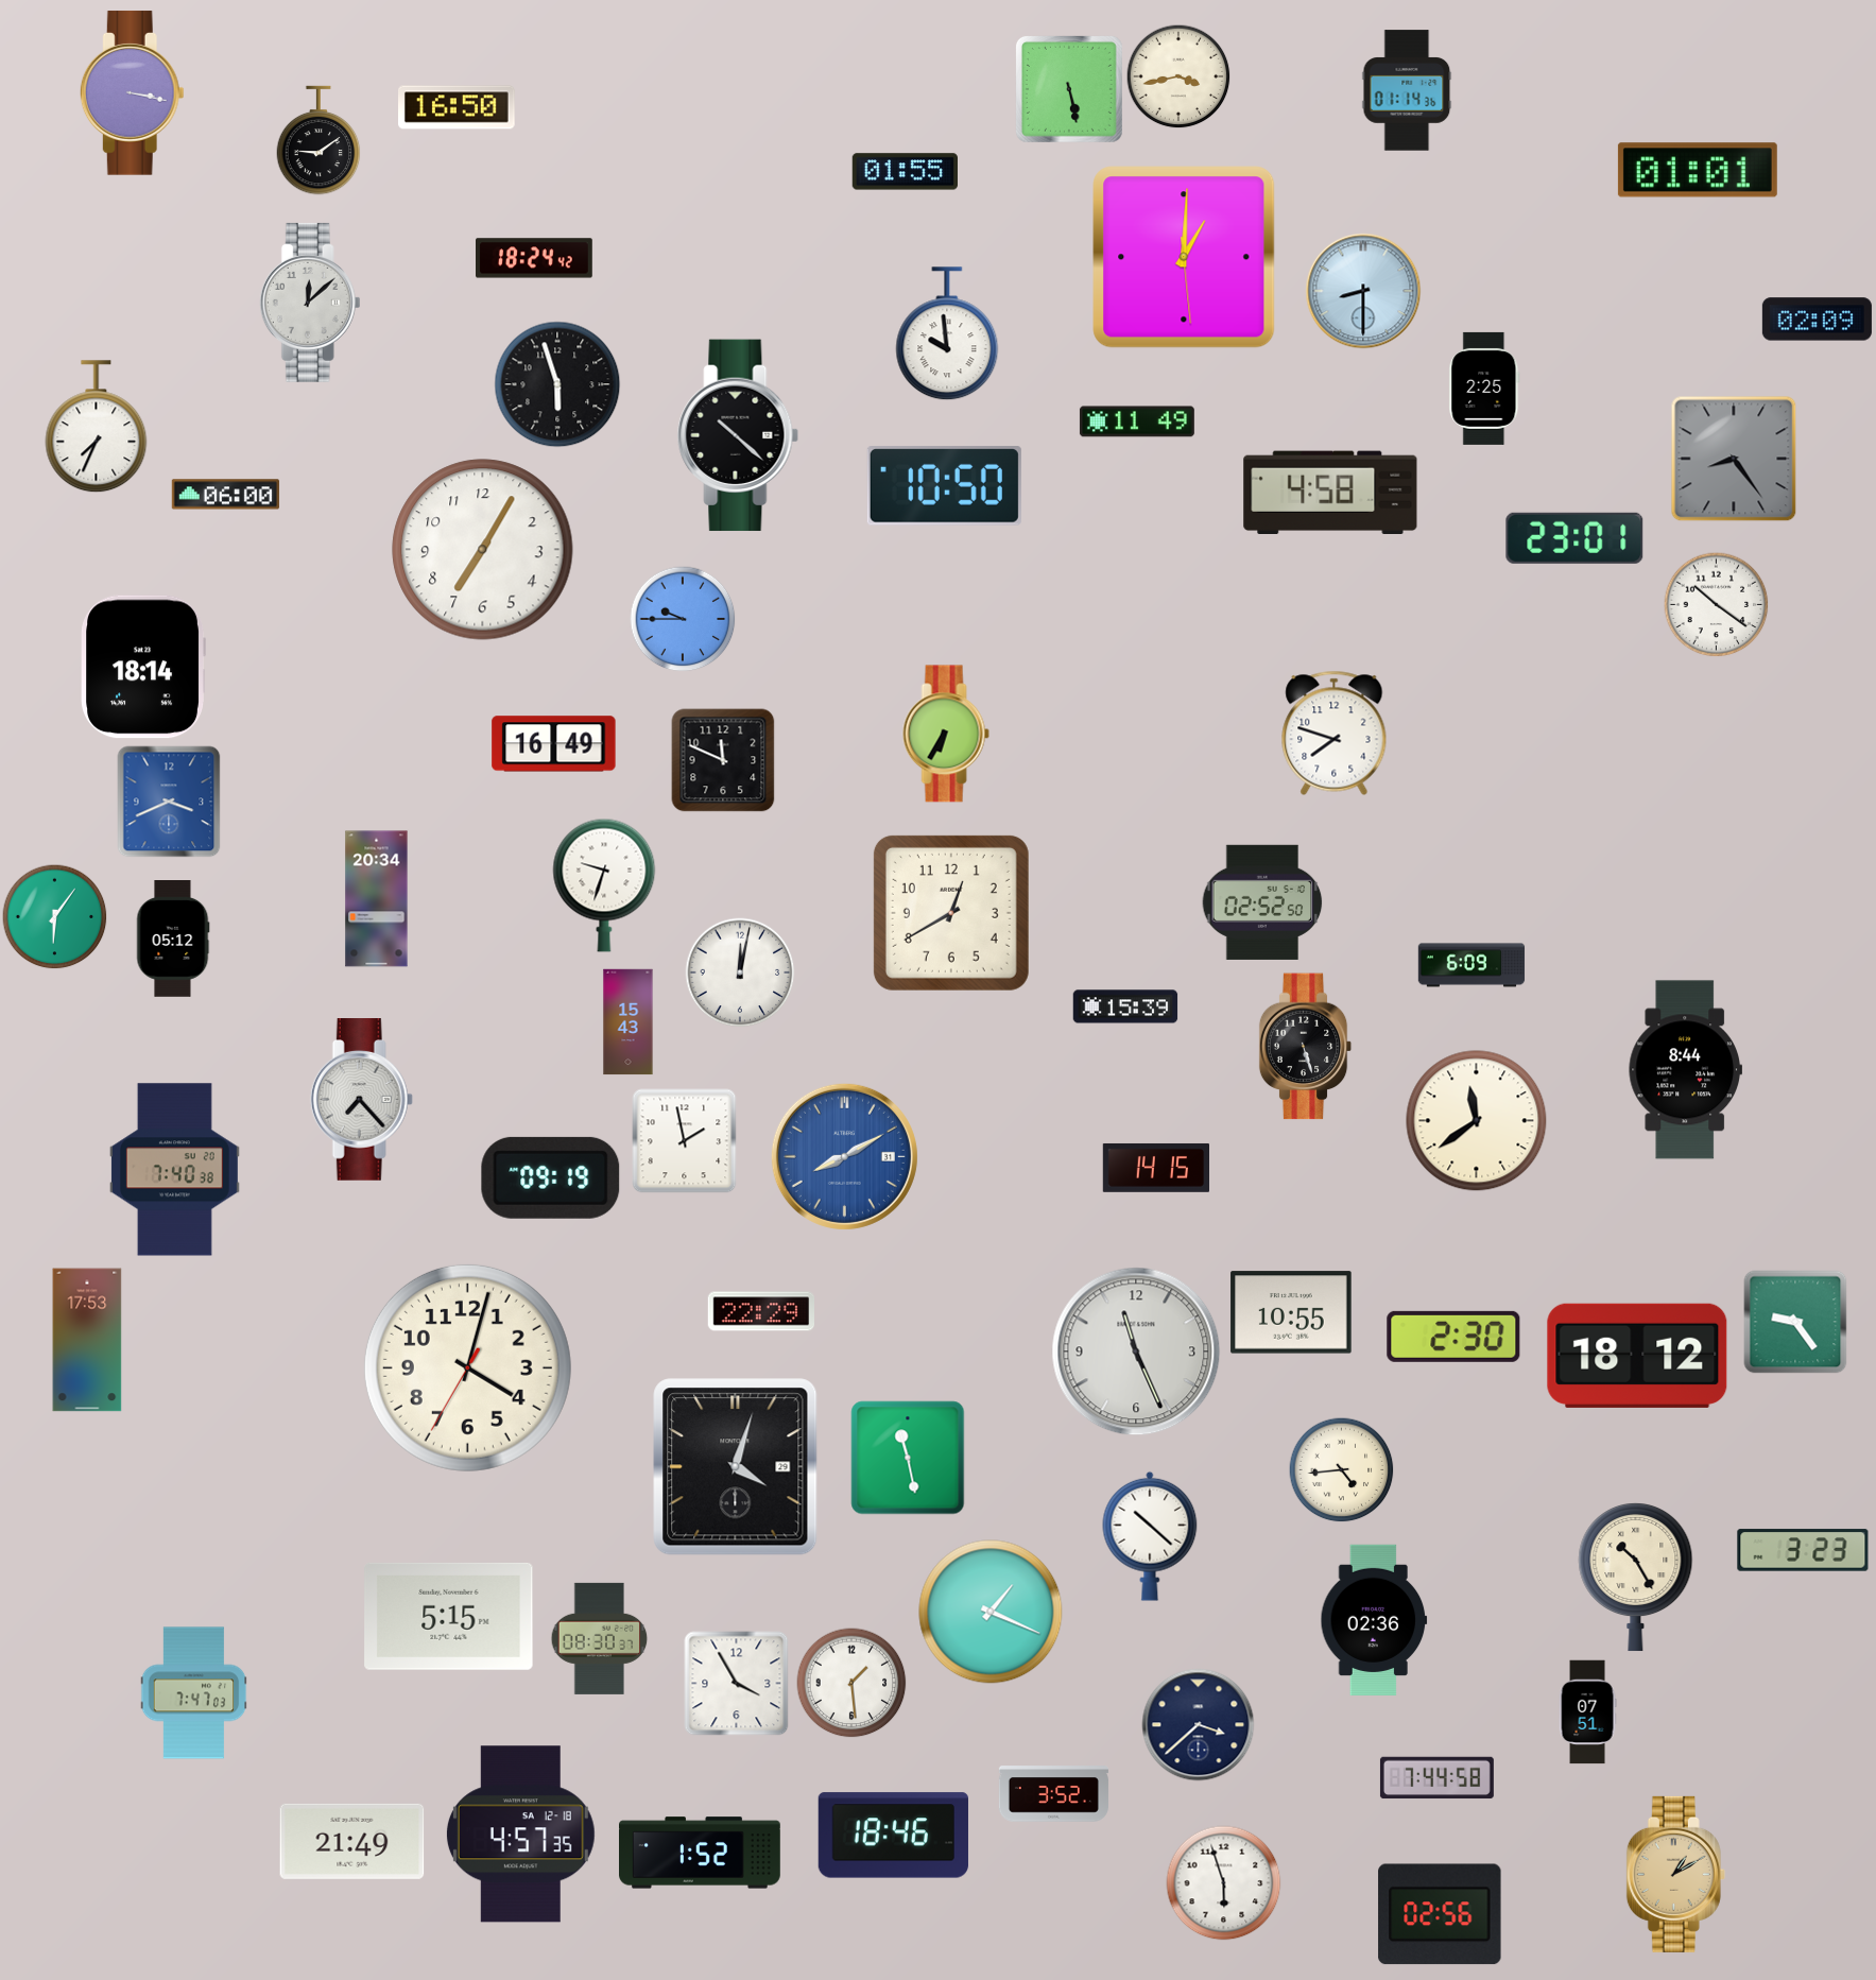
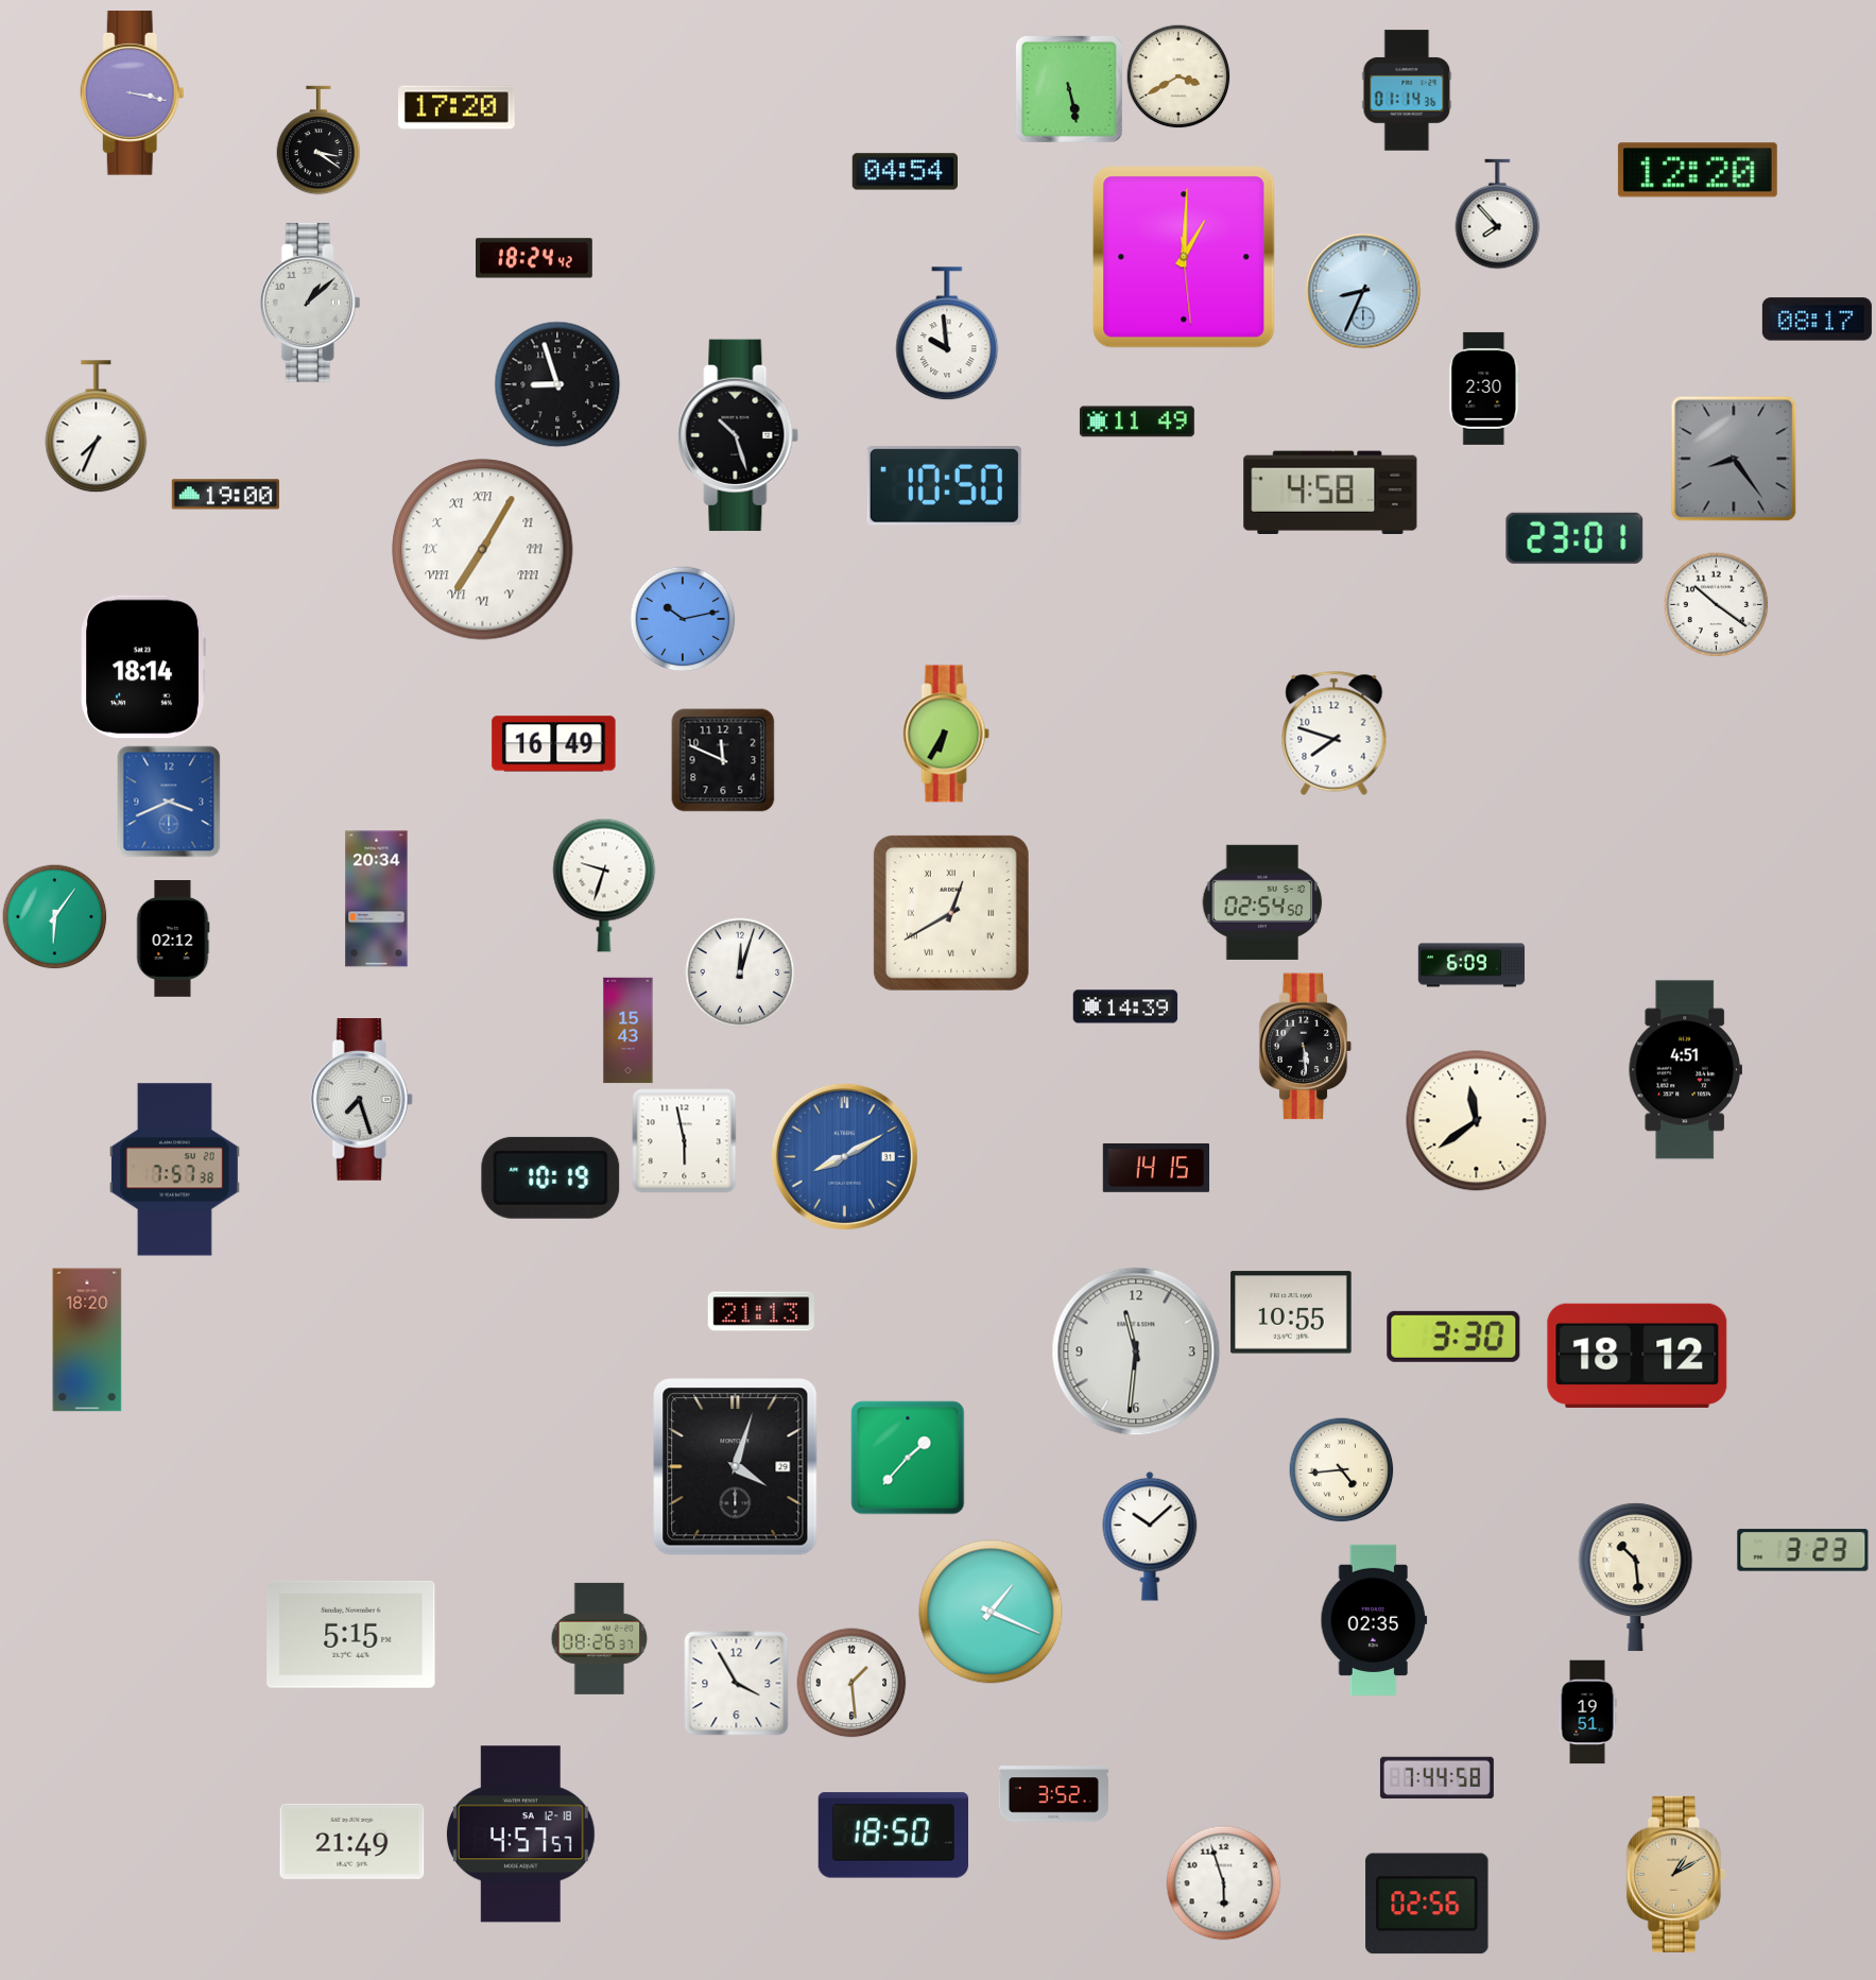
clock at (1178, 76): 3:43 -> 3:40
clock at (458, 107): 16:50 -> 17:20
clock at (319, 140): 9:09 -> 3:21
clock at (1698, 170): 01:01 -> 12:20
clock at (905, 172): 01:55 -> 04:54
clock at (1498, 214): none -> 7:53
clock at (1363, 291): 8:30 -> 8:34
clock at (310, 303): 12:08 -> 1:08
clock at (1817, 320): 02:09 -> 08:17
clock at (557, 384): 5:57 -> 8:57
clock at (1484, 389): 2:25 -> 2:30
clock at (738, 435): 10:22 -> 10:27
clock at (225, 495): 06:00 -> 19:00
clock at (483, 550) numerals: Arabic -> Roman
clock at (683, 619): 9:45 -> 10:13
clock at (1262, 902): 02:52 -> 02:54
clock at (951, 913) numerals: Arabic -> Roman
clock at (173, 939): 05:12 -> 02:12
clock at (740, 972): 12:02 -> 12:03
clock at (1125, 1006): 15:39 -> 14:39
clock at (629, 1022) position: (629, 1022) -> (629, 1031)
clock at (1306, 1047): 5:27 -> 5:29
clock at (1685, 1070): 8:44 -> 4:51
clock at (361, 1100): 7:23 -> 7:27
clock at (685, 1141): 1:58 -> 5:58
clock at (174, 1170): 7:40 -> 7:57
clock at (551, 1177): 09:19 -> 10:19
clock at (760, 1311): 22:29 -> 21:13
clock at (1795, 1322): 9:24 -> none
clock at (1453, 1337): 2:30 -> 3:30
clock at (87, 1340): 17:53 -> 18:20
clock at (1136, 1351): 11:26 -> 11:31
clock at (467, 1367): 4:02 -> none
clock at (908, 1458): 11:28 -> 1:37
clock at (1150, 1536): 10:22 -> 10:08
clock at (1636, 1578): 10:25 -> 10:29
clock at (449, 1616) position: (449, 1616) -> (351, 1634)
clock at (1374, 1619): 02:36 -> 02:35
clock at (600, 1638): 08:30 -> 08:26
clock at (194, 1693): 7:47 -> none
clock at (1587, 1712): 07:51 -> 19:51
clock at (1199, 1725): 3:38 -> none
clock at (520, 1835): 4:57:35 -> 4:57:57
clock at (893, 1836): 18:46 -> 18:50
clock at (701, 1853): 1:52 -> none
clock at (1440, 1914) position: (1440, 1914) -> (1427, 1904)
